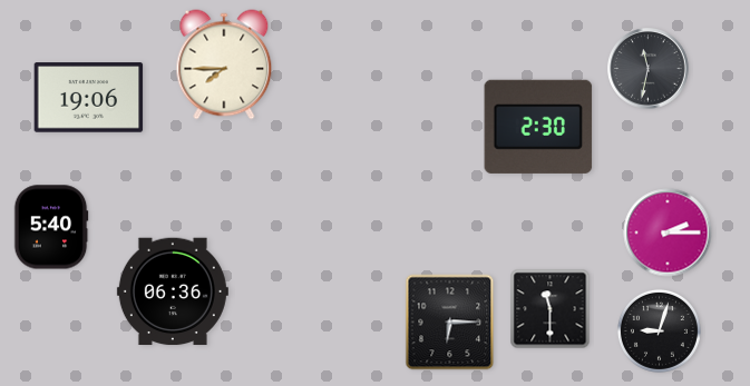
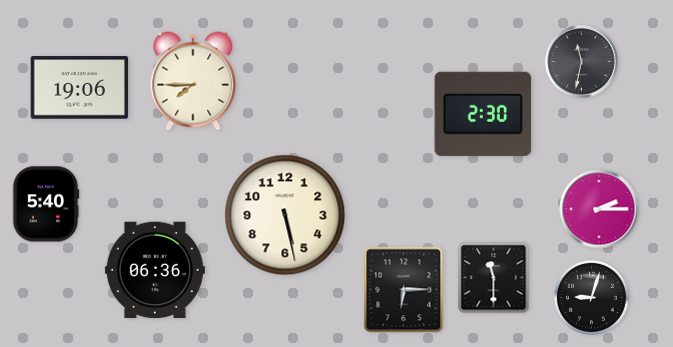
clock at (224, 65) position: (224, 65) -> (193, 81)
clock at (285, 215): none -> 5:28
clock at (173, 291) position: (173, 291) -> (155, 270)
